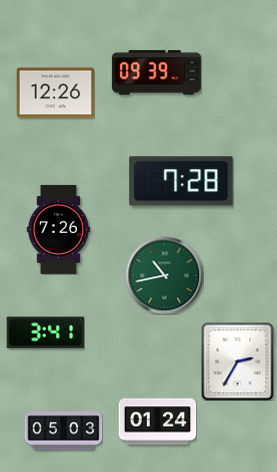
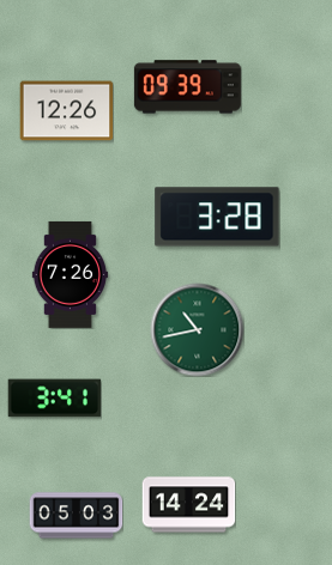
clock at (181, 181): 7:28 -> 3:28
clock at (238, 361): 2:35 -> none
clock at (157, 422): 01:24 -> 14:24
